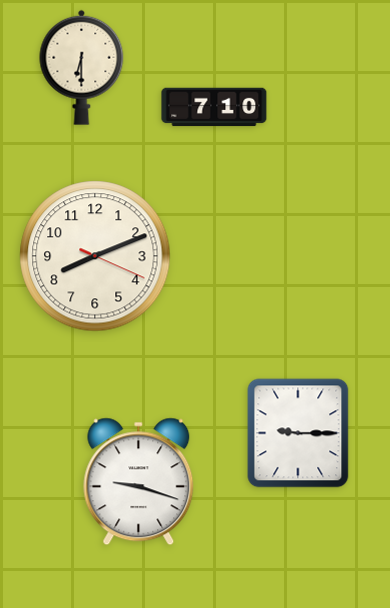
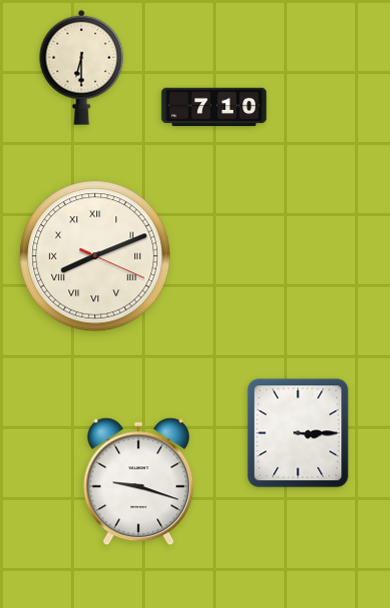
clock at (95, 256) numerals: Arabic -> Roman
clock at (298, 433): 9:15 -> 3:15
